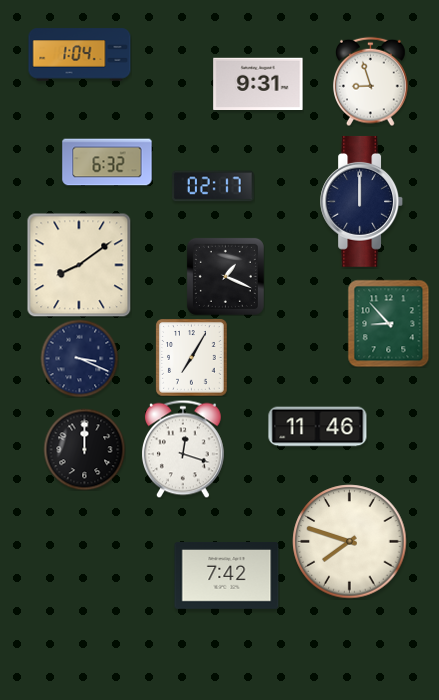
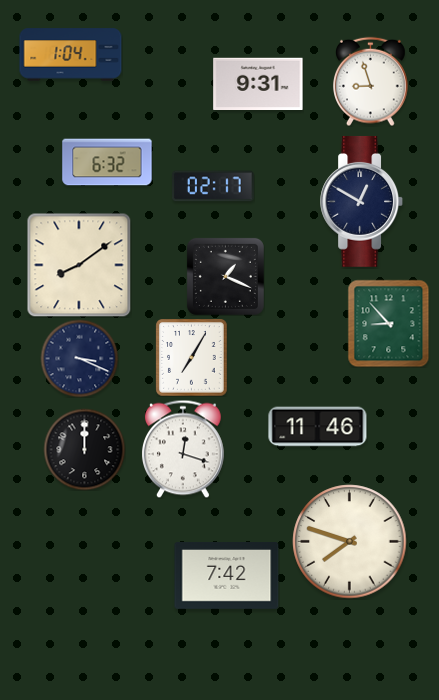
clock at (80, 55) position: (80, 55) -> (71, 55)
clock at (362, 201): 12:00 -> 12:50
